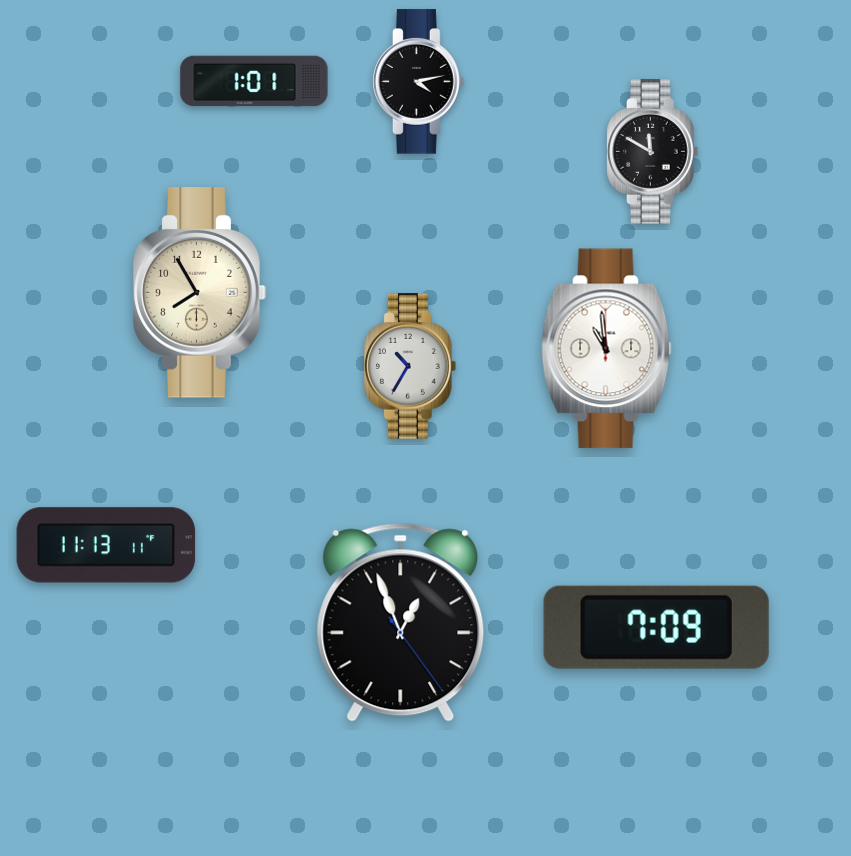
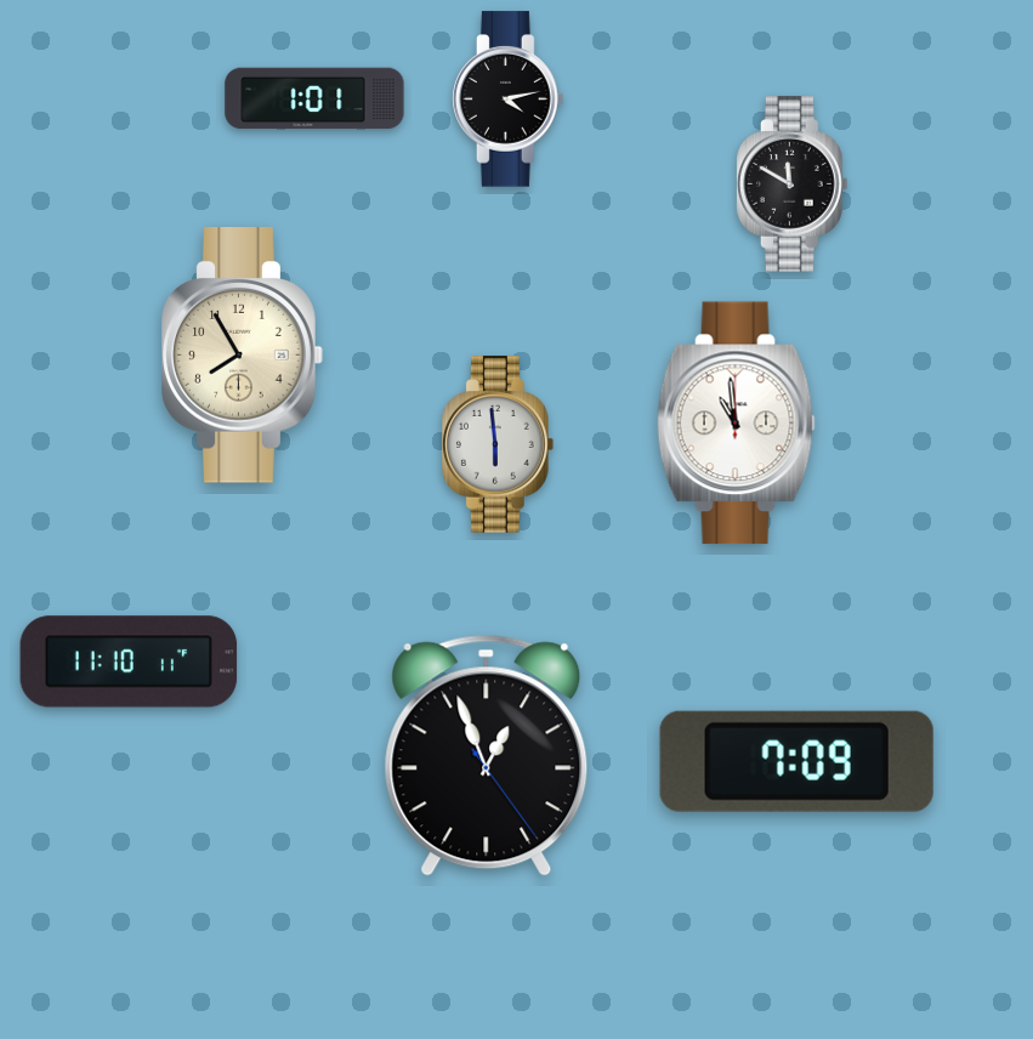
clock at (254, 81) position: (254, 81) -> (314, 98)
clock at (411, 366): 10:35 -> 5:59
clock at (106, 545): 11:13 -> 11:10
